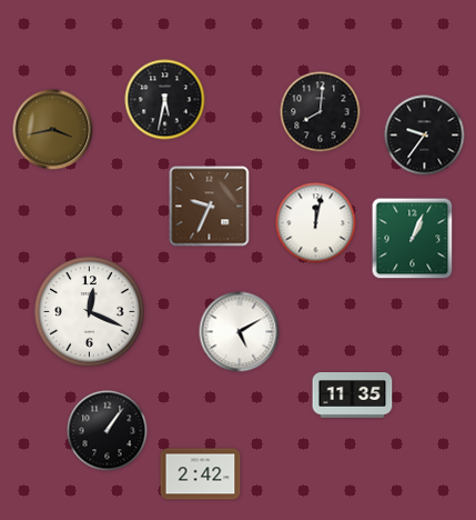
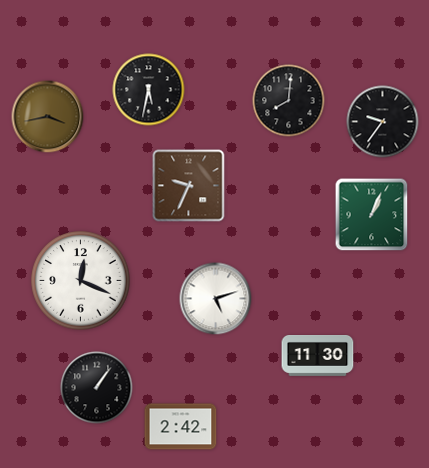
clock at (316, 223): 12:02 -> none
clock at (240, 332): 5:10 -> 5:12
clock at (353, 396): 11:35 -> 11:30
